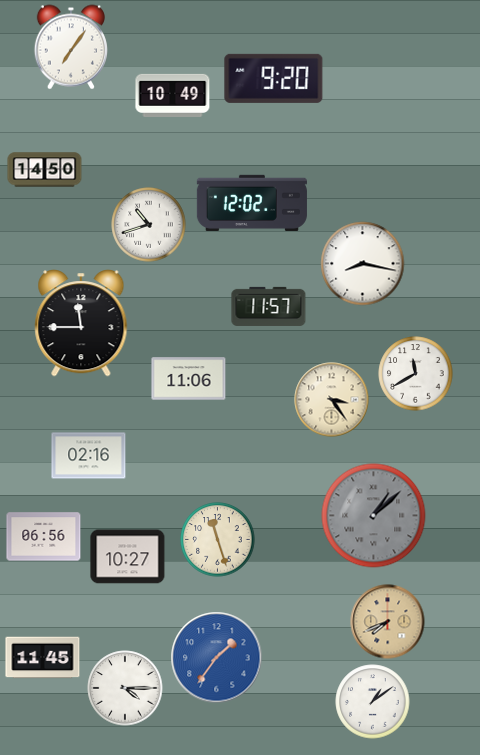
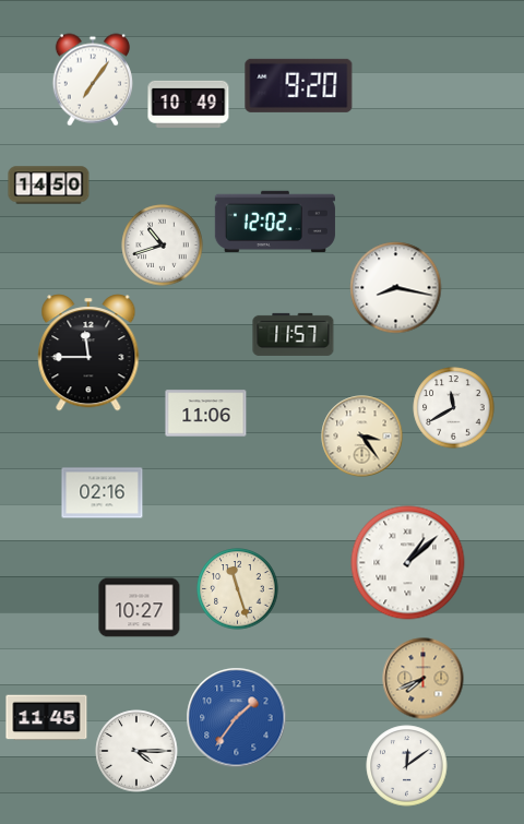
clock at (71, 47) position: (71, 47) -> (93, 80)
clock at (89, 456) position: (89, 456) -> (103, 493)
clock at (374, 516) dial: grey -> white
clock at (44, 537): 06:56 -> none
clock at (373, 702): 1:09 -> 12:09
